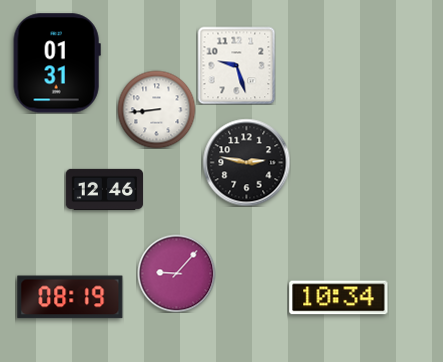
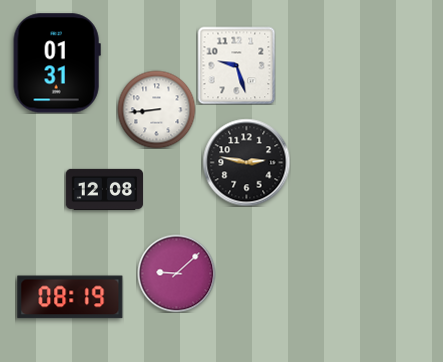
clock at (104, 189): 12:46 -> 12:08
clock at (176, 273): 9:07 -> 9:08
clock at (339, 298): 10:34 -> none
